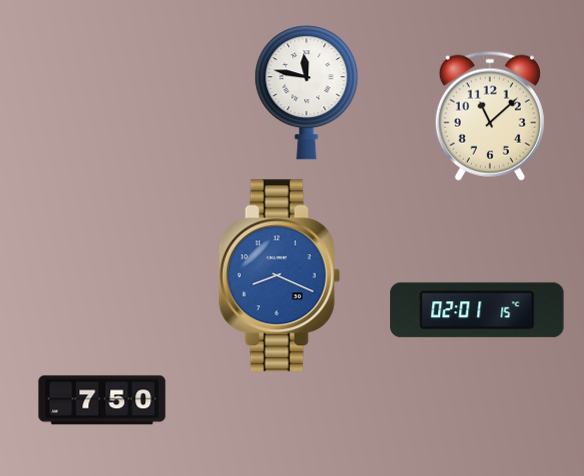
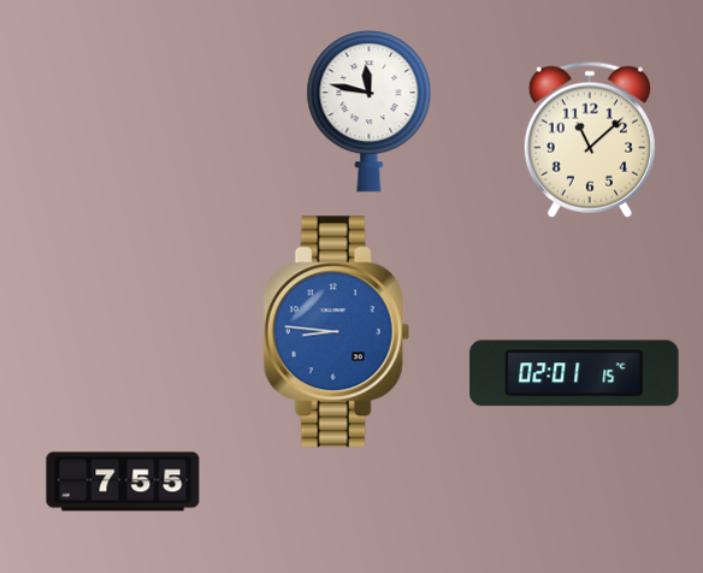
clock at (279, 276): 8:19 -> 8:46
clock at (102, 400): 7:50 -> 7:55
